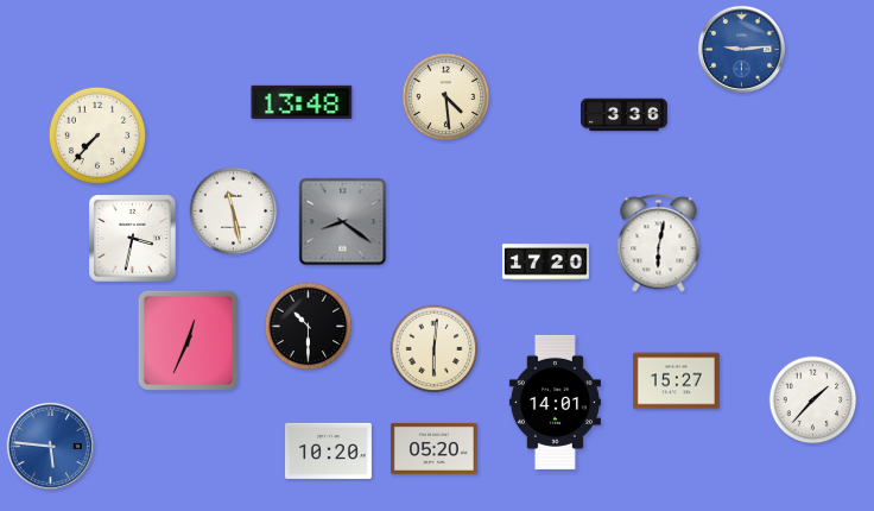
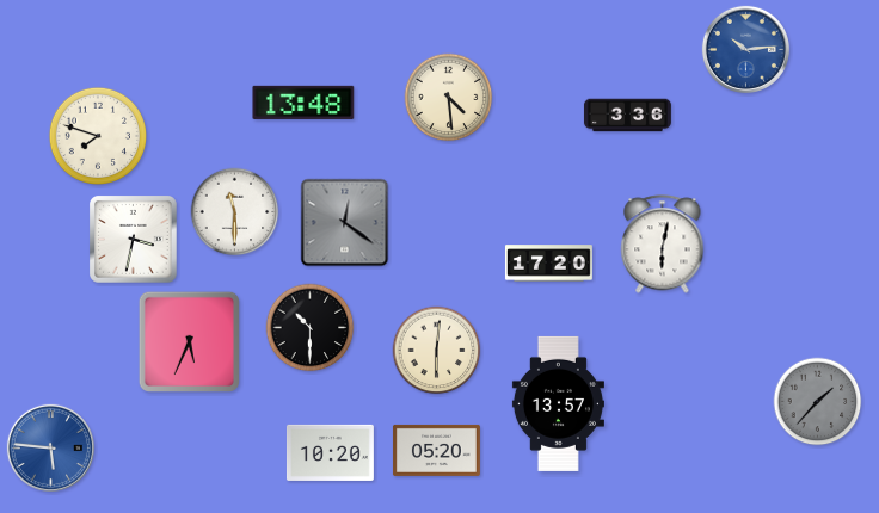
clock at (741, 49): 9:14 -> 10:14
clock at (96, 134): 7:37 -> 7:48
clock at (234, 212): 11:28 -> 11:30
clock at (343, 222): 8:21 -> 12:21
clock at (188, 340): 12:34 -> 5:34
clock at (676, 381): 15:27 -> none
clock at (813, 400) dial: white -> grey
clock at (555, 402): 14:01 -> 13:57
